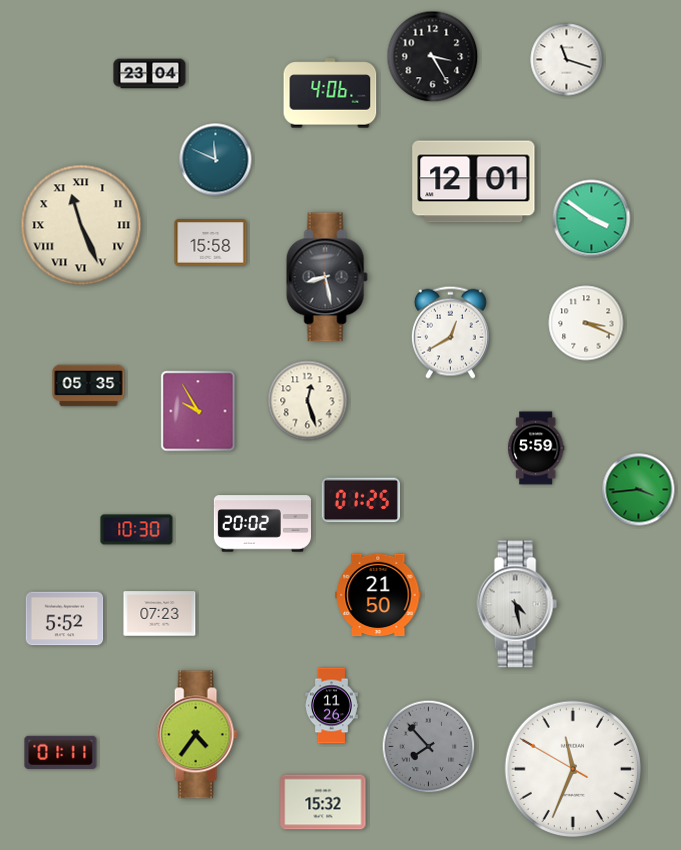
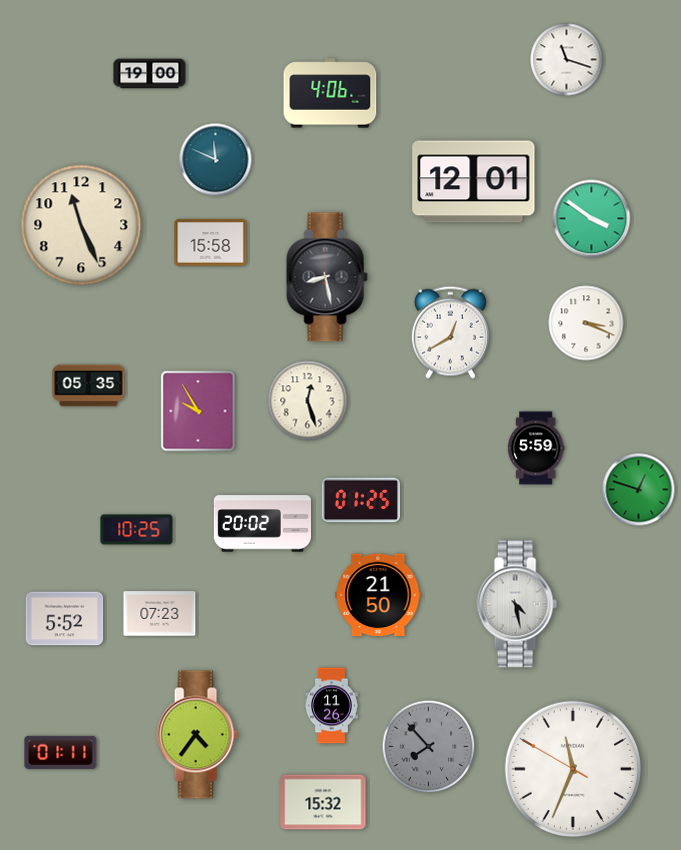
clock at (433, 57): 3:25 -> none
clock at (150, 74): 23:04 -> 19:00
clock at (81, 225) numerals: Roman -> Arabic
clock at (639, 490): 3:44 -> 12:48
clock at (137, 530): 10:30 -> 10:25
